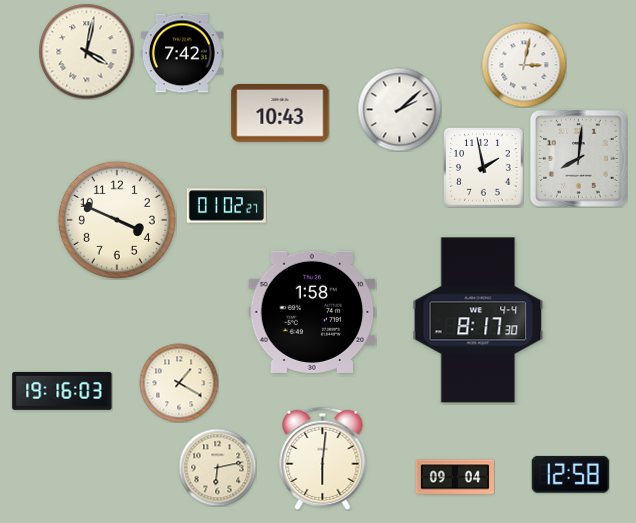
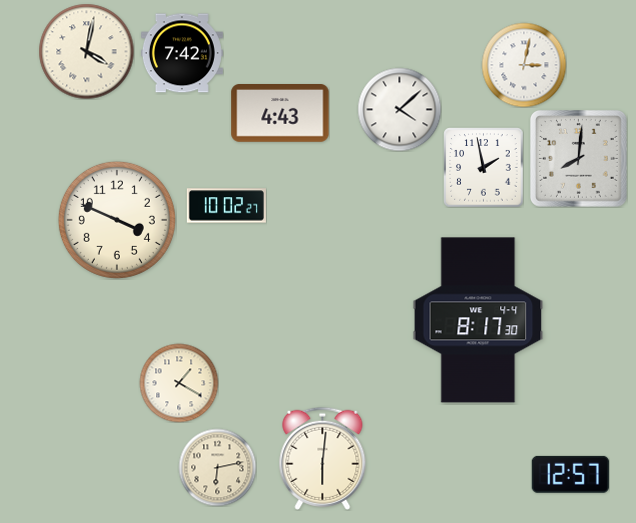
clock at (399, 109): 2:08 -> 4:08
clock at (280, 114): 10:43 -> 4:43
clock at (226, 206): 01:02 -> 10:02
clock at (312, 312): 1:58 -> none
clock at (62, 391): 19:16 -> none
clock at (570, 474): 12:58 -> 12:57
clock at (454, 477): 09:04 -> none
